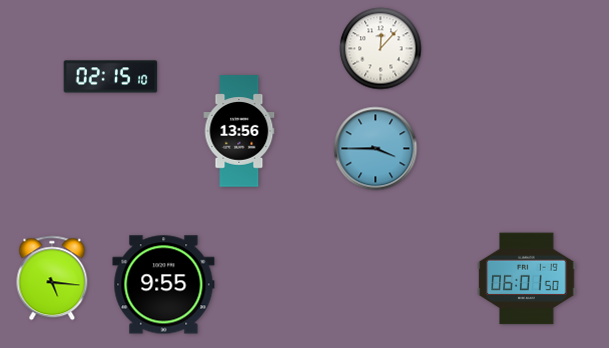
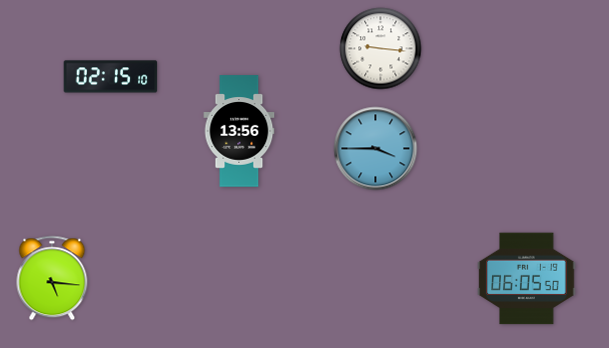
clock at (381, 49): 12:07 -> 9:16
clock at (527, 279): 06:01 -> 06:05
clock at (164, 285): 9:55 -> none
